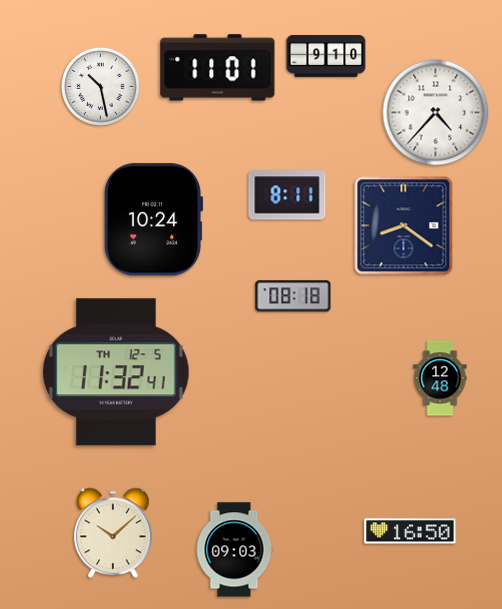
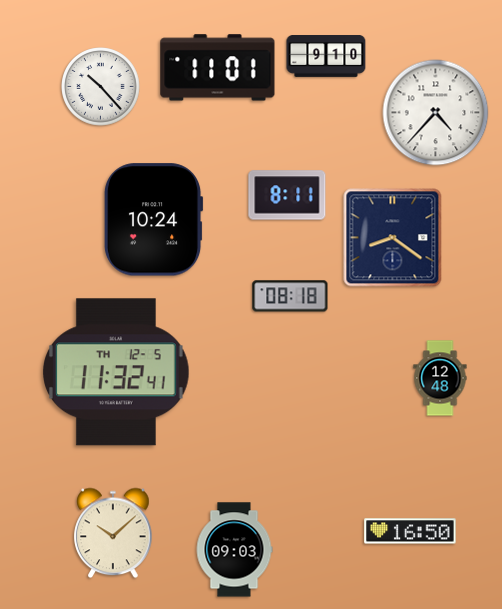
clock at (101, 87): 10:28 -> 10:23
clock at (404, 226) position: (404, 226) -> (393, 238)
clock at (293, 296) position: (293, 296) -> (290, 296)
